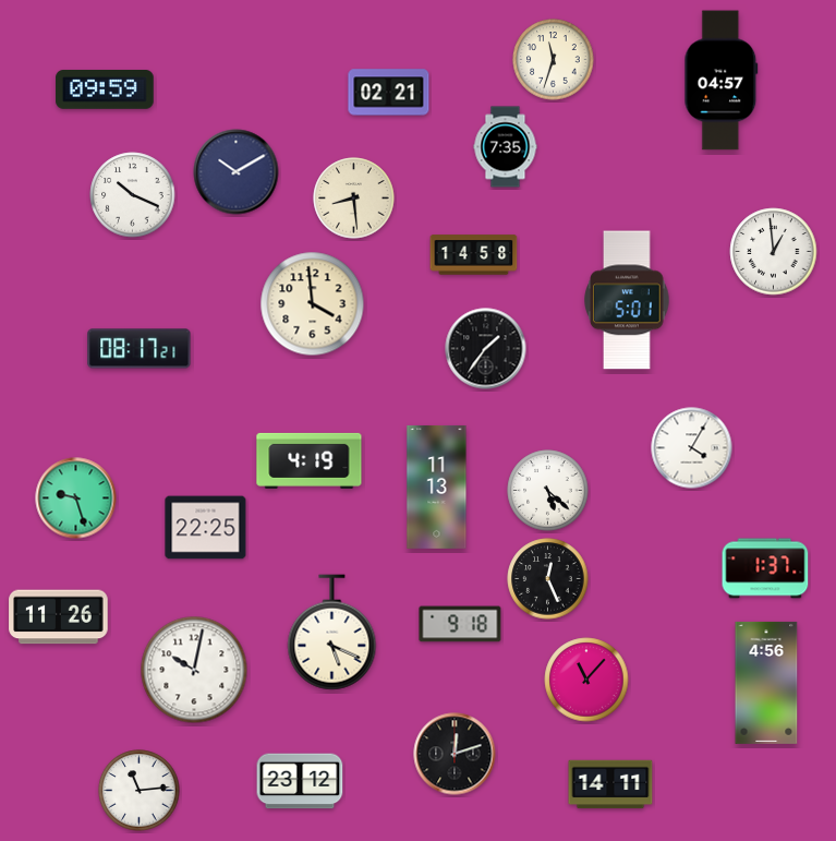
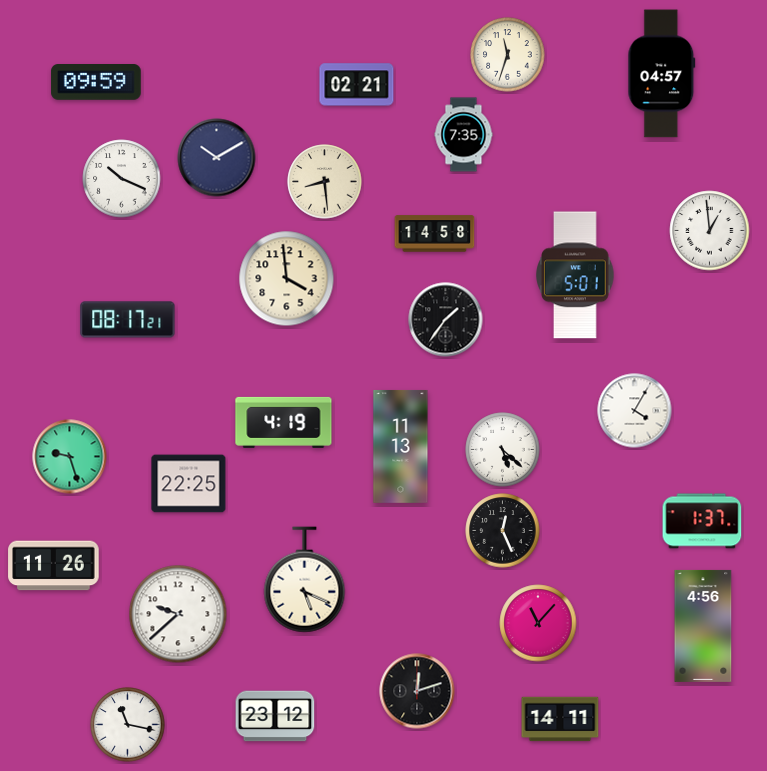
clock at (460, 624): 9:18 -> none
clock at (194, 670): 10:02 -> 9:38
clock at (140, 791): 11:14 -> 11:17
